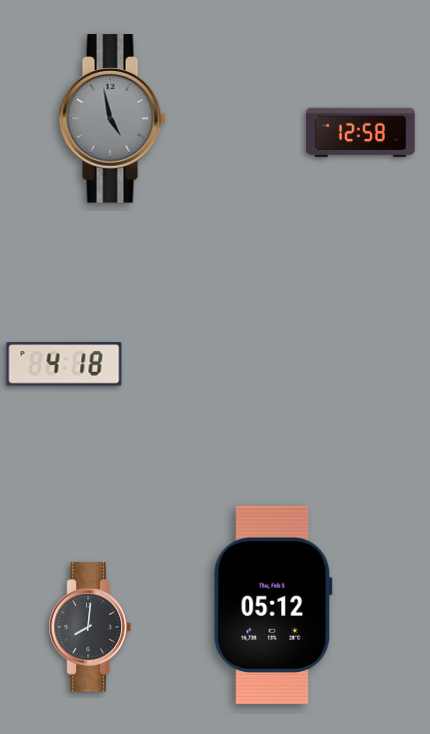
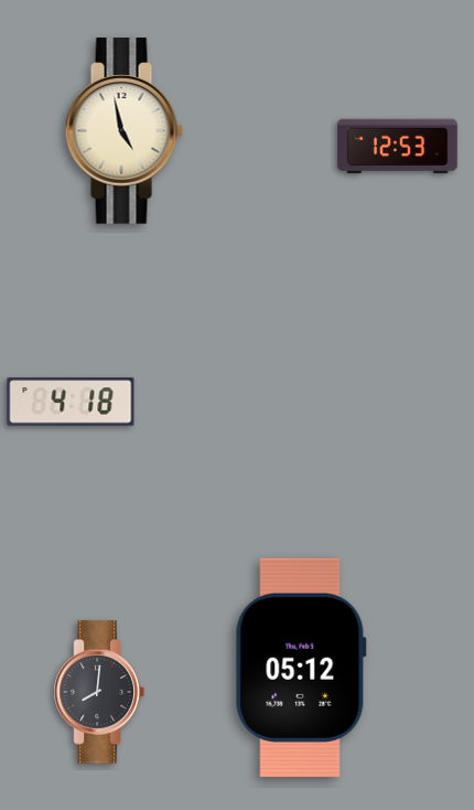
clock at (112, 119) dial: grey -> cream
clock at (361, 133): 12:58 -> 12:53
